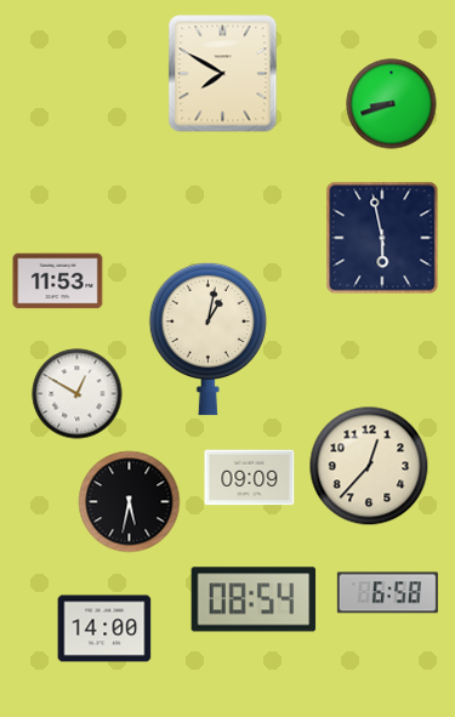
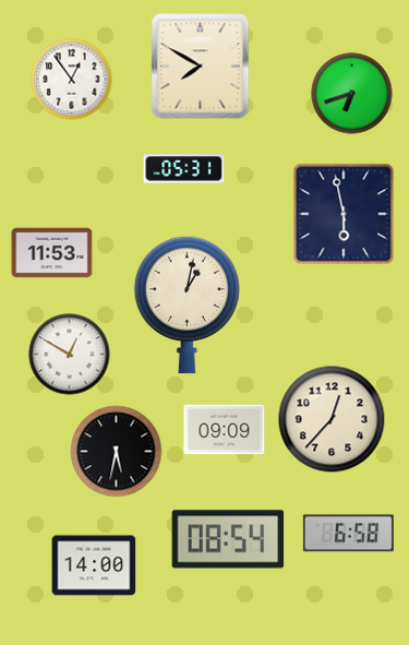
clock at (72, 80): none -> 12:54
clock at (392, 104): 8:42 -> 6:42
clock at (184, 169): none -> 05:31
